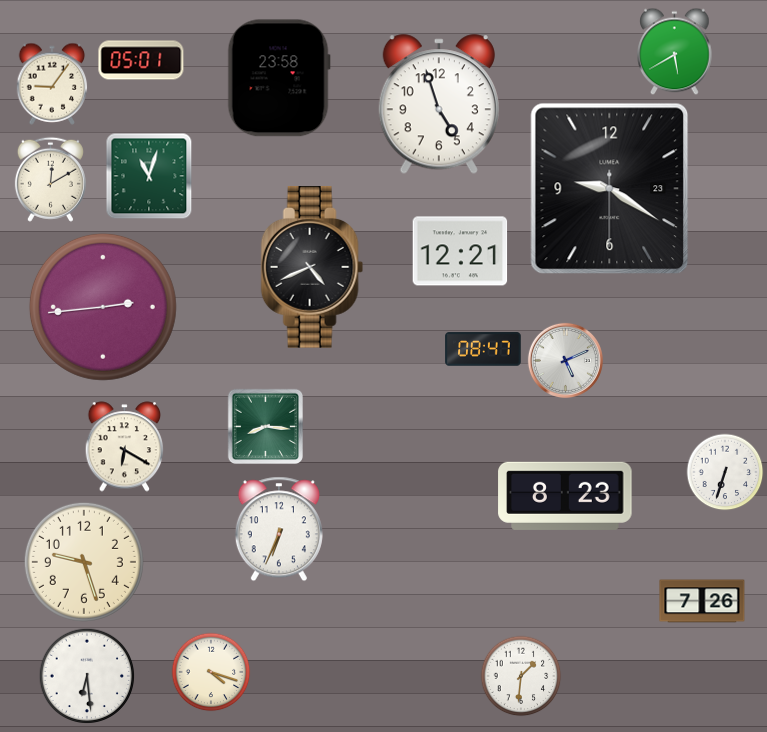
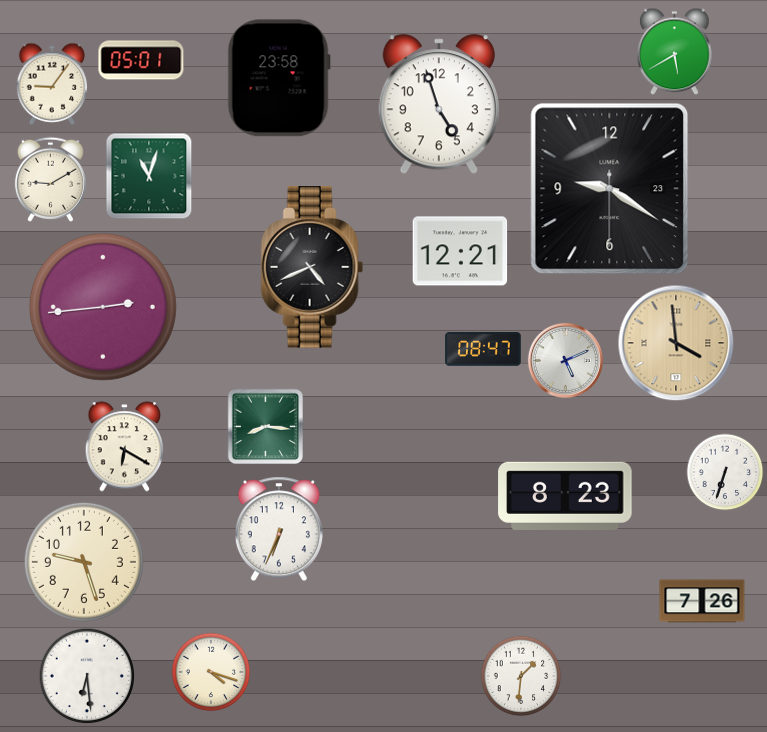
clock at (50, 179): 12:10 -> 9:10
clock at (676, 343): none -> 3:59
